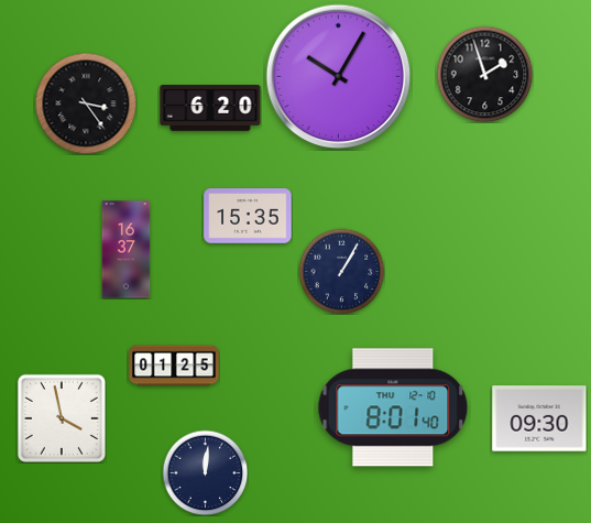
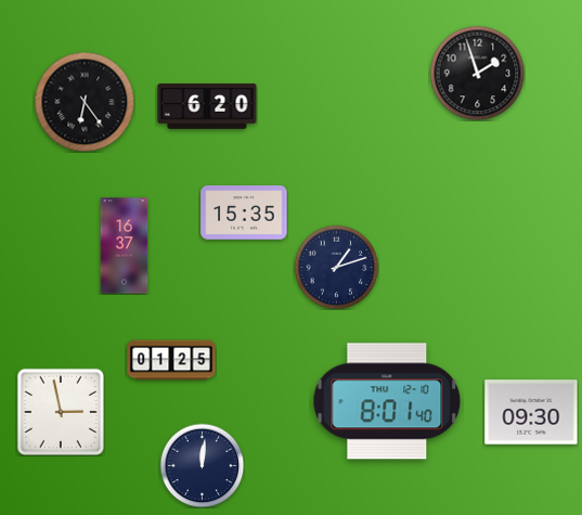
clock at (339, 77): 10:05 -> none
clock at (86, 103): 3:24 -> 6:24
clock at (341, 271): 1:05 -> 1:12
clock at (62, 418): 3:58 -> 2:58
